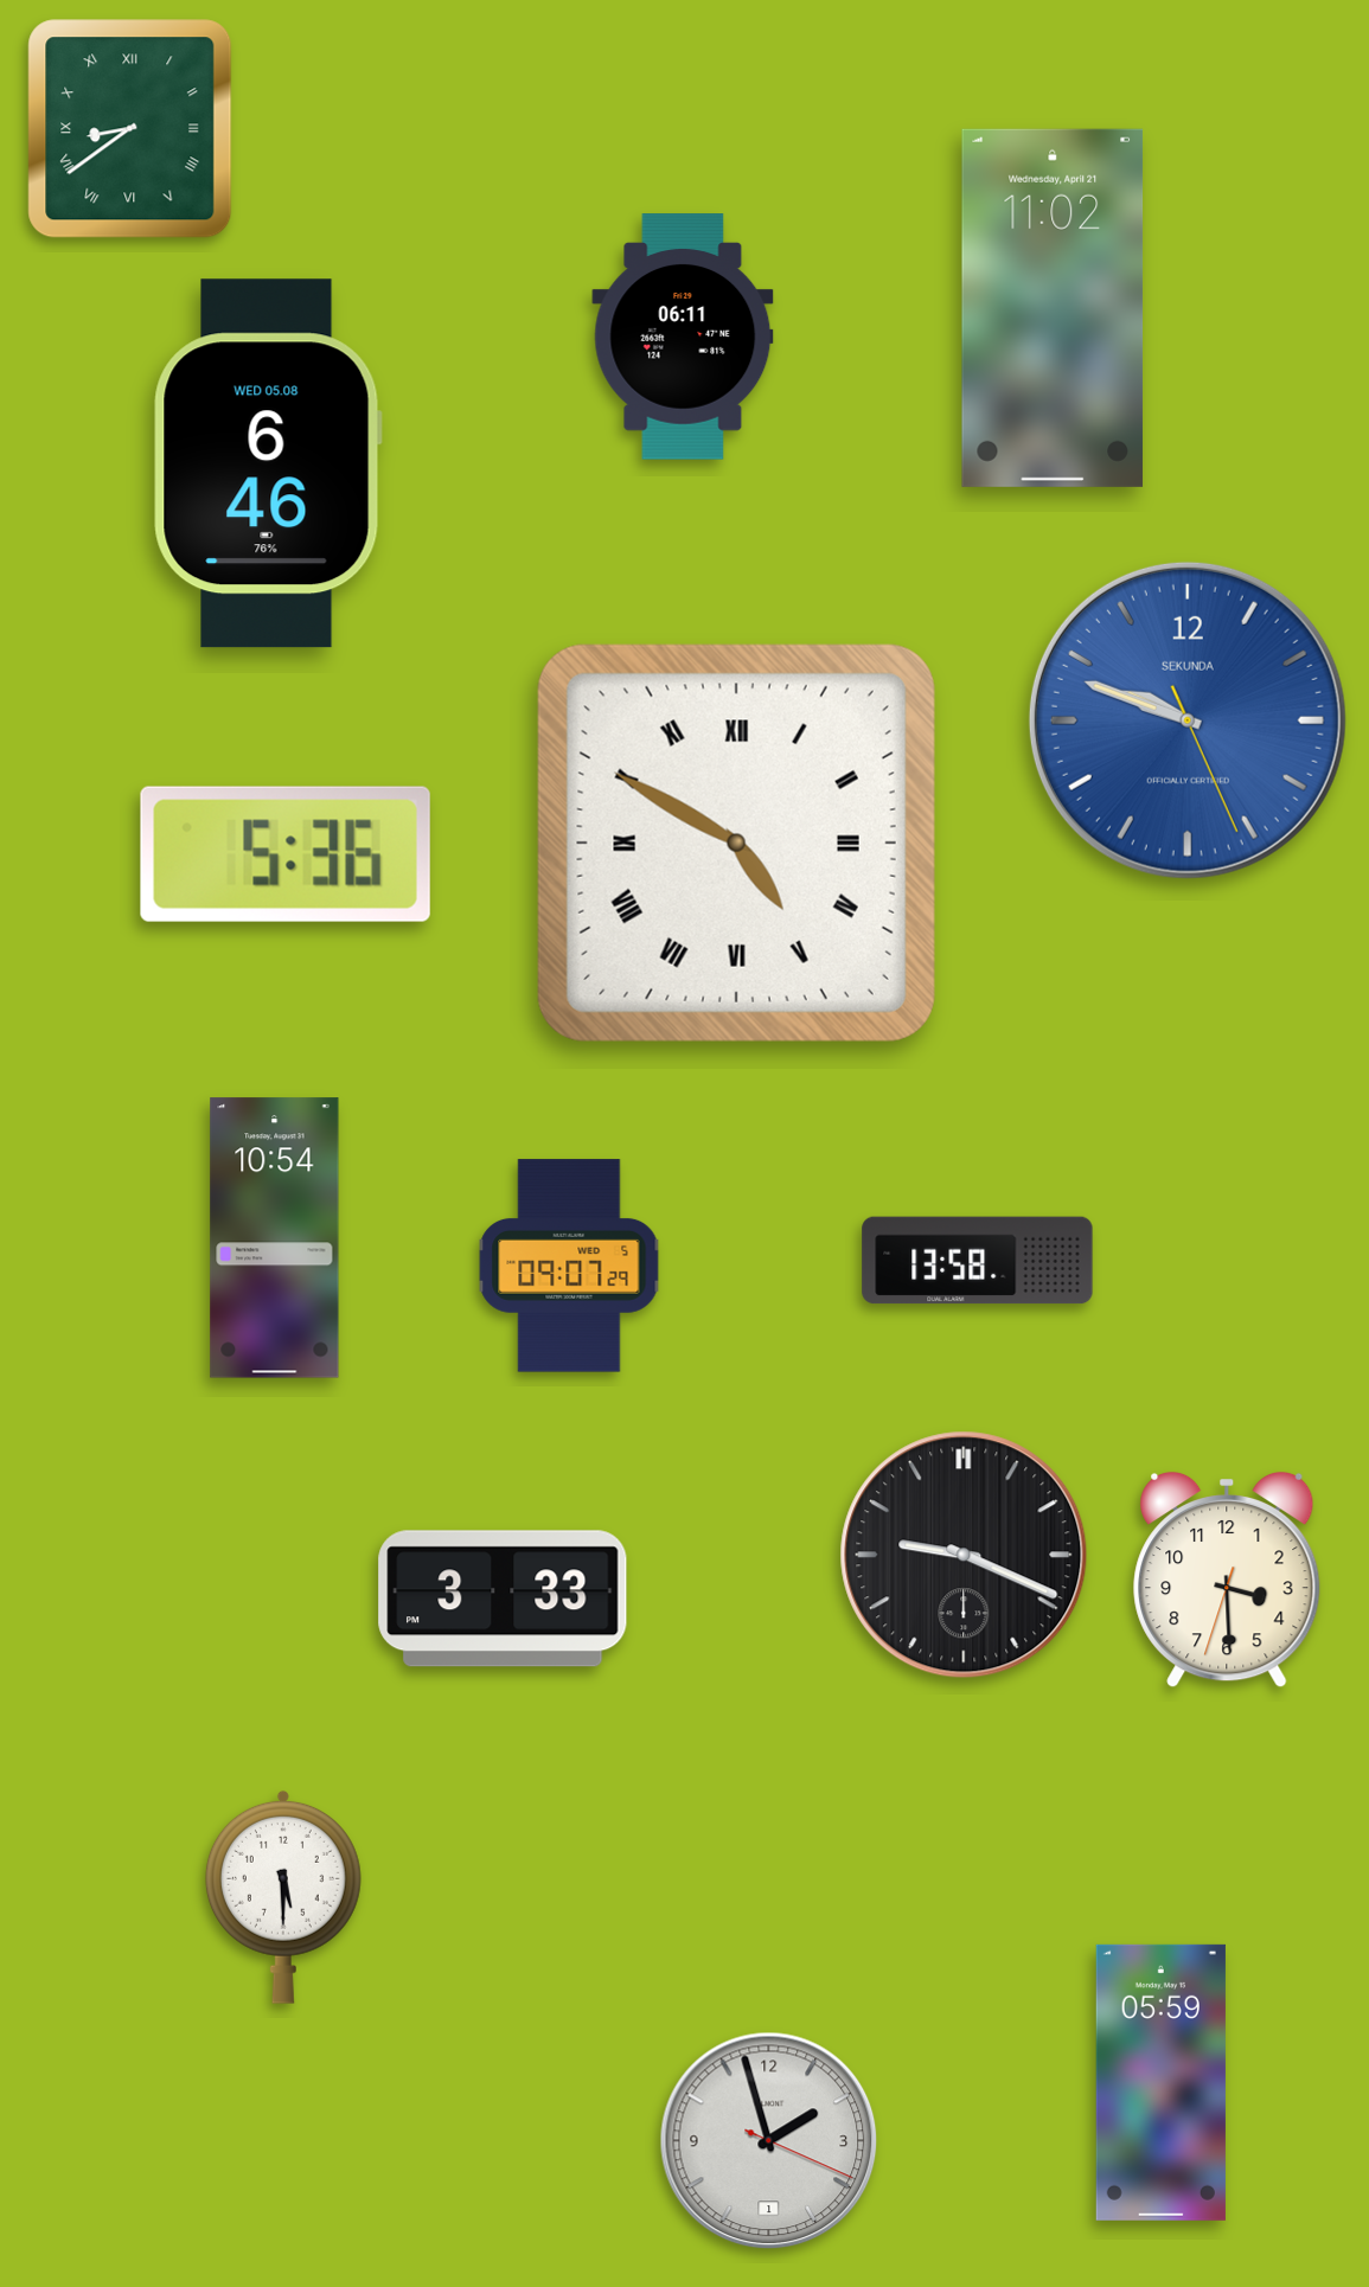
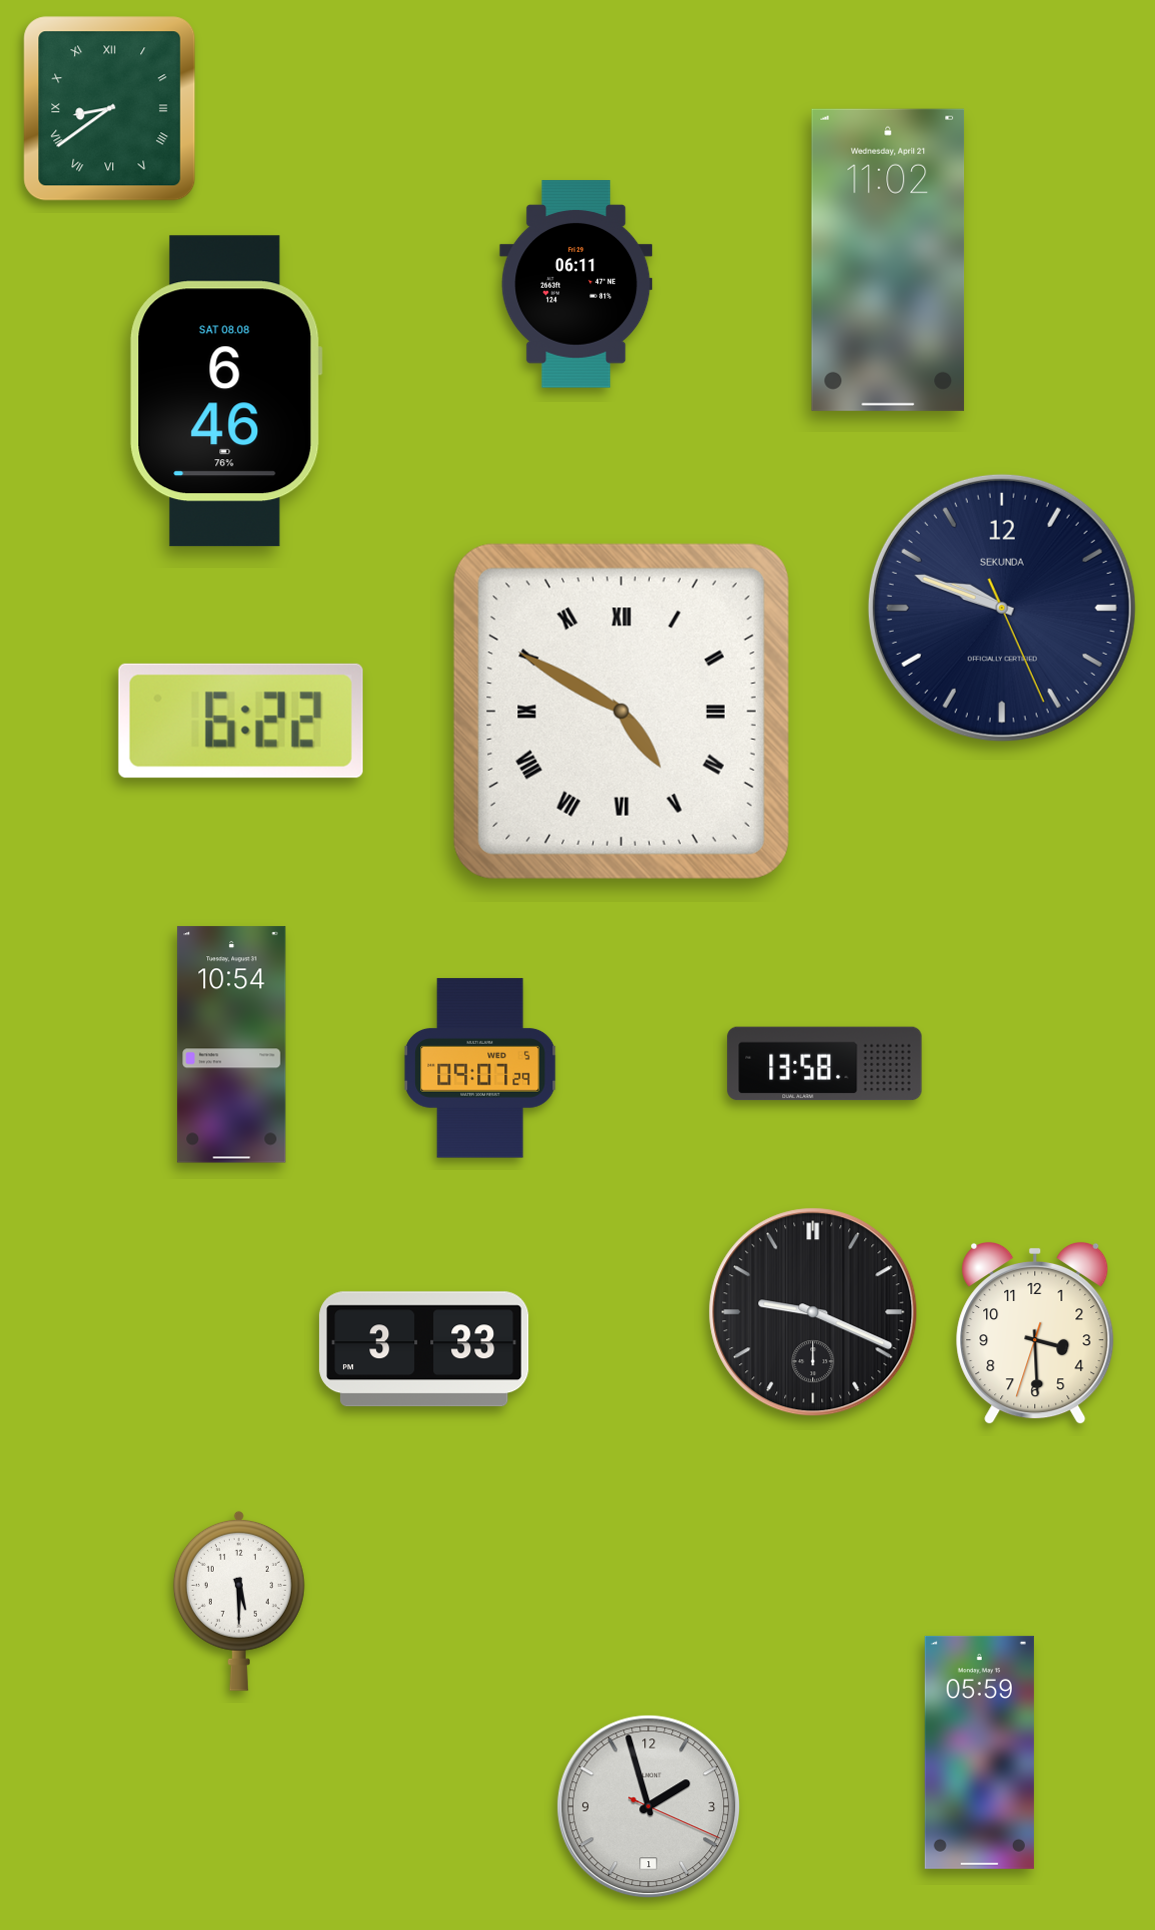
clock at (268, 463) date: WED 05.08 -> SAT 08.08
clock at (1188, 720) dial: blue -> navy
clock at (286, 854): 5:36 -> 6:22
clock at (1160, 2082) position: (1160, 2082) -> (979, 1752)
